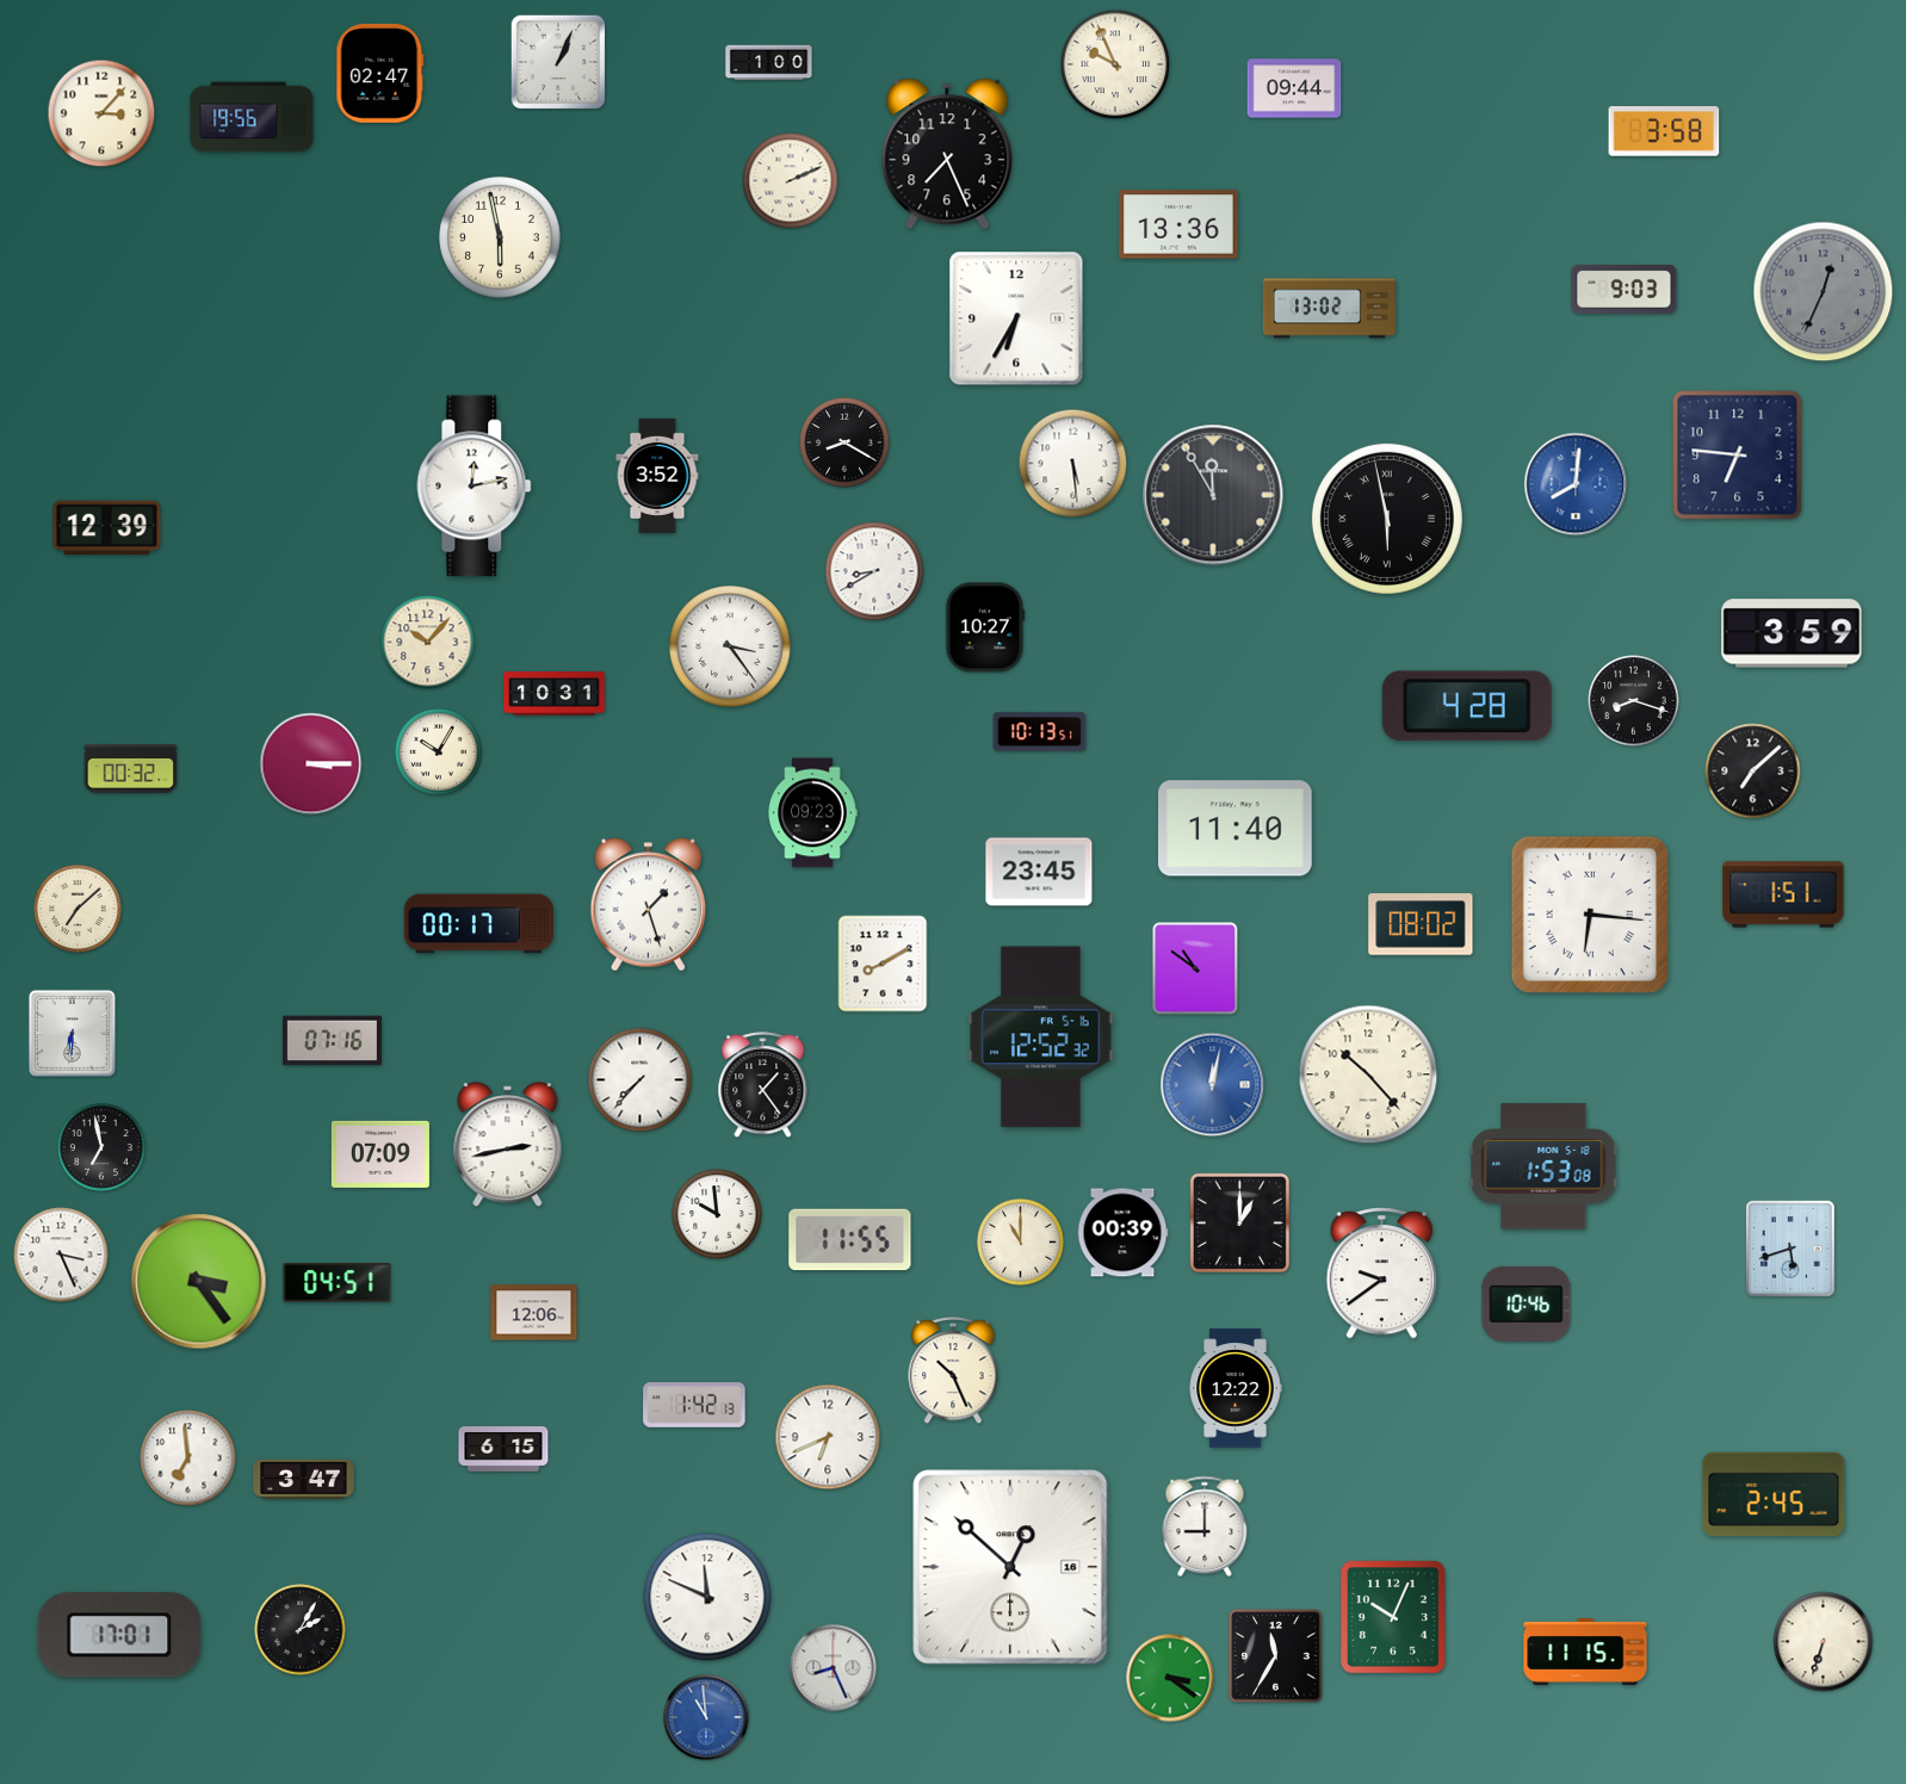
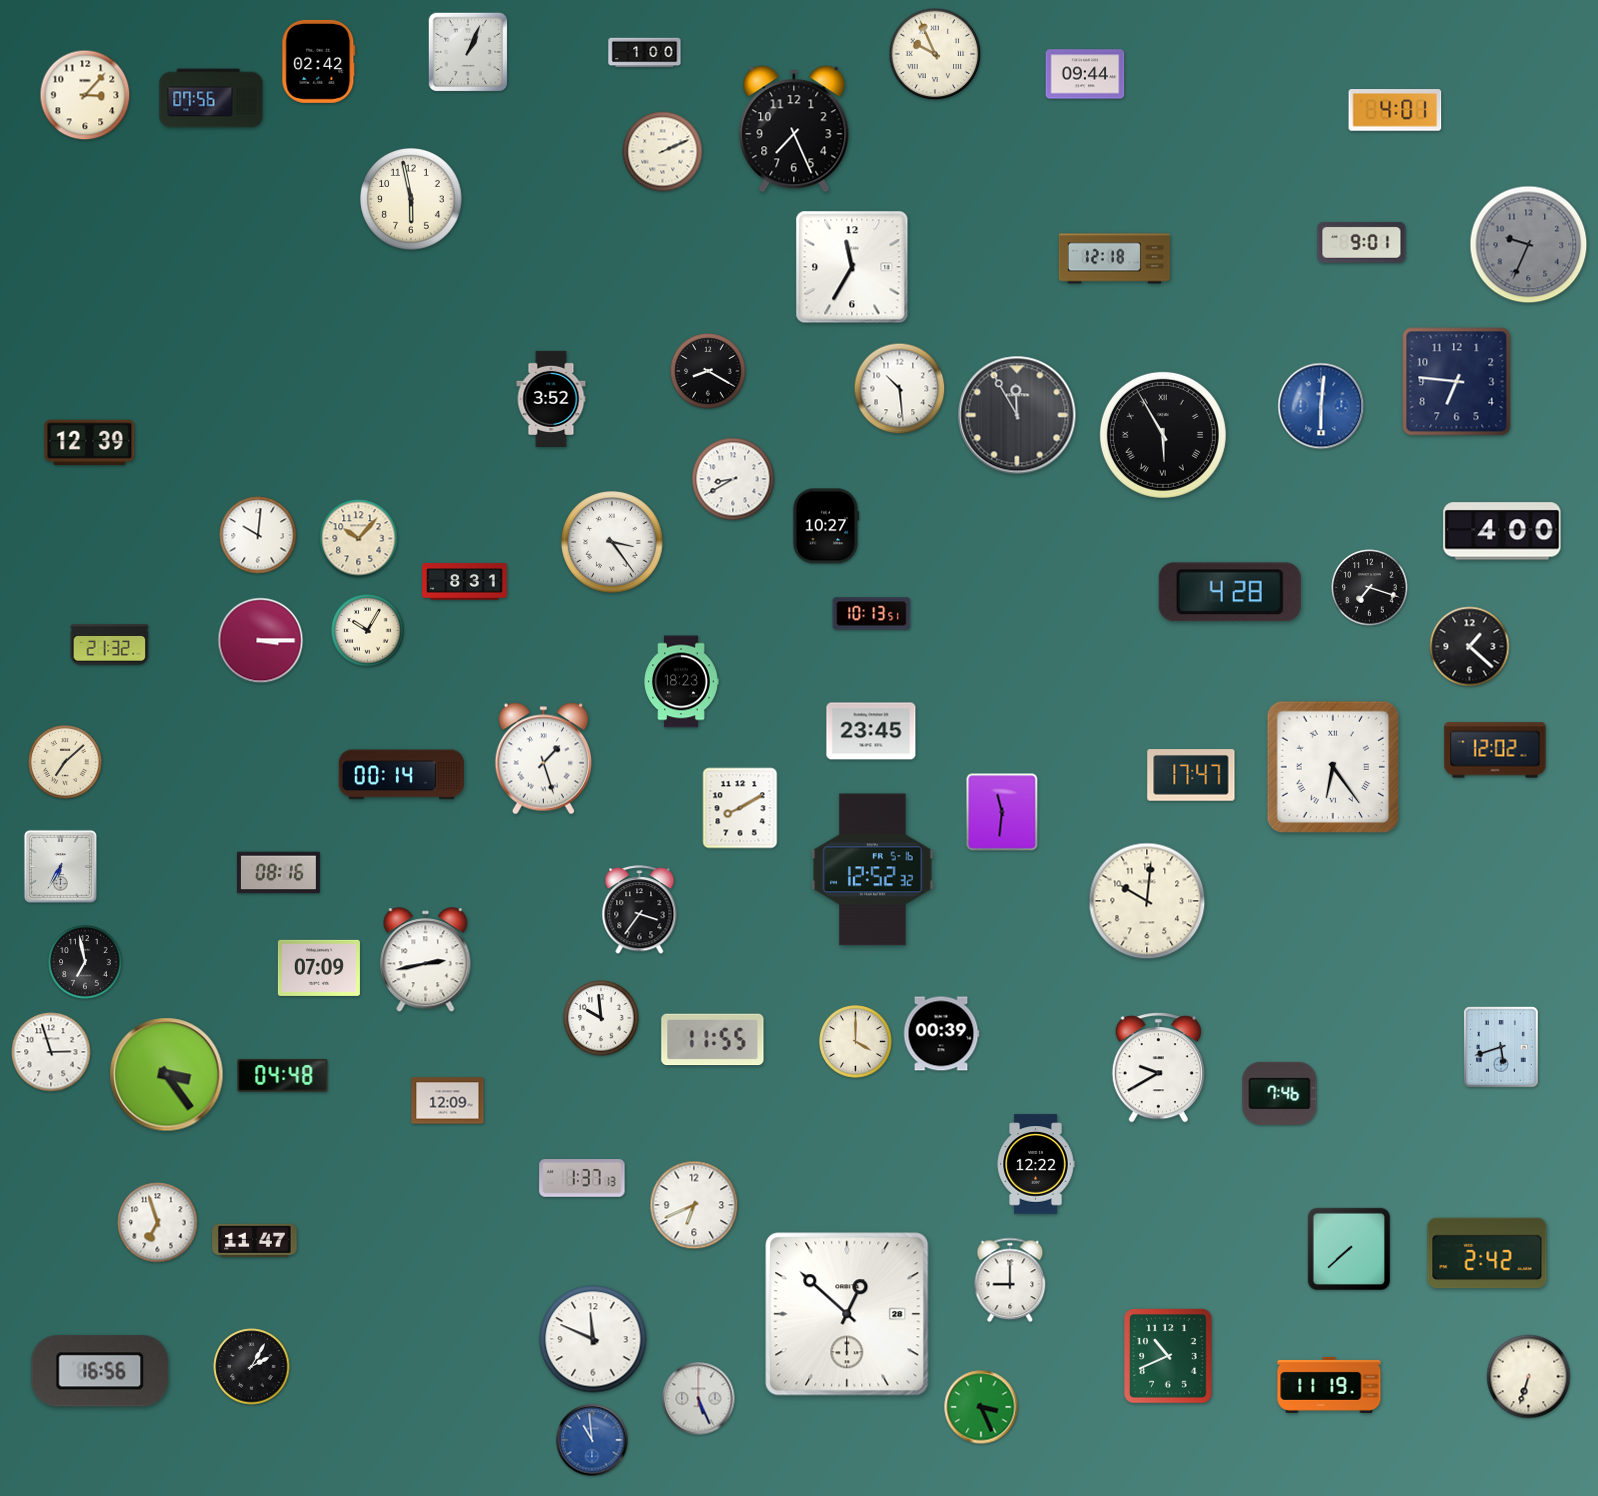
clock at (380, 73): 02:47 -> 02:42
clock at (252, 117): 19:56 -> 07:56
clock at (1664, 132): 3:58 -> 4:01
clock at (1178, 224): 13:36 -> none
clock at (500, 237) position: (500, 237) -> (411, 199)
clock at (1625, 290): 9:03 -> 9:01
clock at (1824, 292): 12:34 -> 9:34
clock at (1329, 309): 13:02 -> 12:18
clock at (1016, 318): 6:35 -> 11:35
clock at (1073, 464): 5:29 -> 10:29
clock at (1576, 484): 8:01 -> 6:01
clock at (475, 487): 12:13 -> none
clock at (1387, 519): 5:58 -> 5:55
clock at (1791, 633): 3:59 -> 4:00
clock at (258, 535): none -> 10:01
clock at (555, 694): 10:31 -> 8:31
clock at (1634, 701): 8:18 -> 7:18
clock at (131, 769): 00:32 -> 21:32
clock at (1753, 772): 7:08 -> 1:22
clock at (812, 813): 09:23 -> 18:23
clock at (1236, 829): 11:40 -> none
clock at (1783, 894): 1:51 -> 12:02
clock at (1589, 913): 6:16 -> 6:24
clock at (478, 924): 00:17 -> 00:14
clock at (1421, 924): 08:02 -> 17:47
clock at (1195, 968): 10:51 -> 11:31
clock at (72, 1033): 6:31 -> 6:35
clock at (332, 1041): 07:16 -> 08:16
clock at (1368, 1074): 10:23 -> 10:01
clock at (641, 1080): 7:37 -> none
clock at (763, 1085): 1:24 -> 3:36
clock at (1213, 1085): 12:02 -> none
clock at (1543, 1166): 1:53 -> none
clock at (1239, 1222): 1:00 -> none
clock at (1021, 1243): 11:00 -> 4:00
clock at (61, 1255): 3:26 -> 2:57
clock at (1381, 1274): 9:39 -> 9:40
clock at (338, 1283): 04:51 -> 04:48
clock at (1527, 1303): 10:46 -> 7:46
clock at (534, 1313): 12:06 -> 12:09
clock at (953, 1371): 10:26 -> none
clock at (694, 1405): 1:42 -> 1:37
clock at (503, 1449): 6:15 -> none
clock at (188, 1458): 6:59 -> 6:57
clock at (304, 1479): 3:47 -> 11:47
clock at (1349, 1249): none -> 7:38
clock at (1774, 1494): 2:45 -> 2:42
clock at (1010, 1567) date: 16 -> 28
clock at (1393, 1617): 10:04 -> 10:41
clock at (119, 1635): 17:01 -> 16:56
clock at (1585, 1652): 11:15 -> 11:19
clock at (1276, 1656): 11:35 -> none
clock at (834, 1668): 8:26 -> 5:26
clock at (1170, 1678): 3:21 -> 3:26
